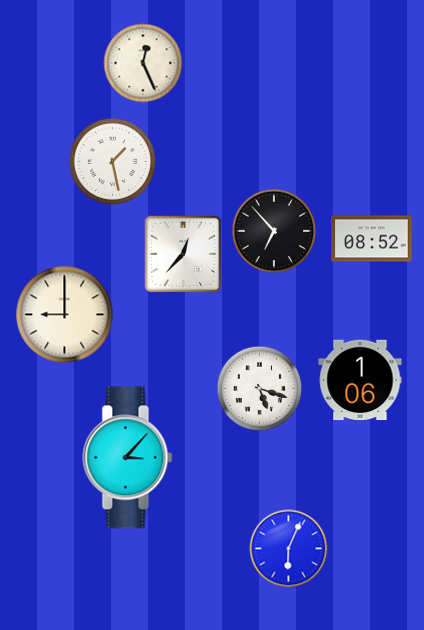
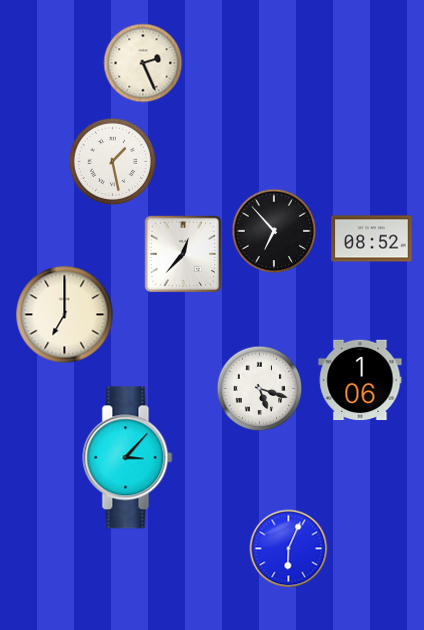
clock at (143, 63): 12:26 -> 2:26
clock at (65, 315): 9:00 -> 7:00
